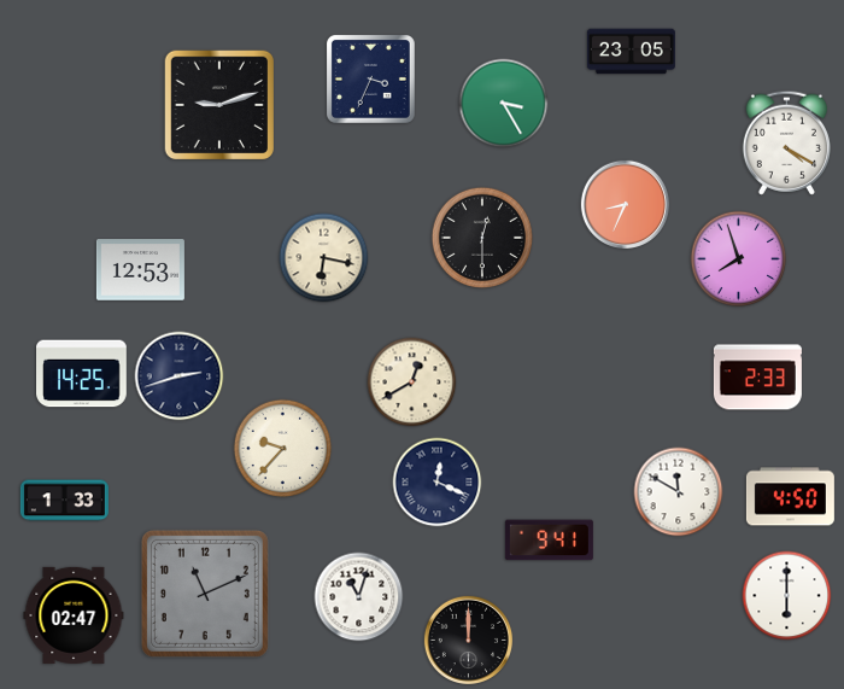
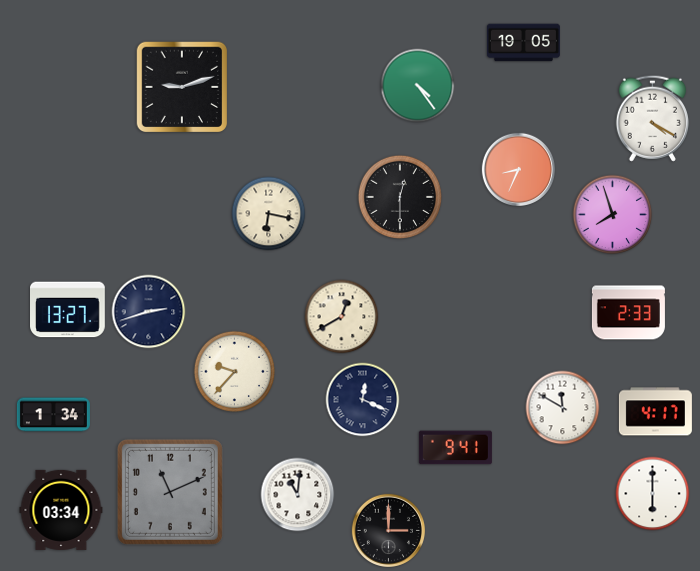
clock at (631, 52): 23:05 -> 19:05
clock at (370, 78): 3:34 -> none
clock at (504, 104): 3:25 -> 4:24
clock at (140, 270): 12:53 -> none
clock at (82, 374): 14:25 -> 13:27
clock at (790, 497): 4:50 -> 4:17
clock at (64, 501): 1:33 -> 1:34
clock at (359, 597): 11:03 -> 11:01
clock at (74, 615): 02:47 -> 03:34
clock at (468, 640): 12:00 -> 3:00
